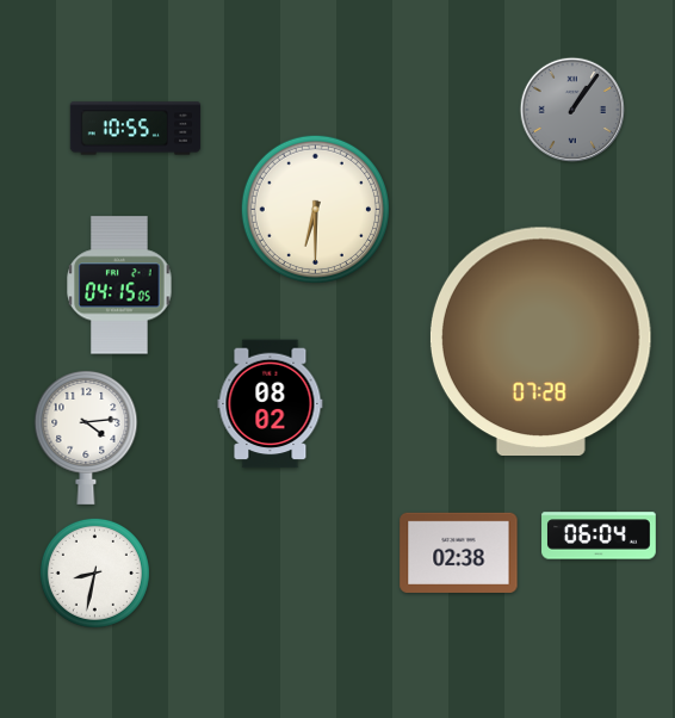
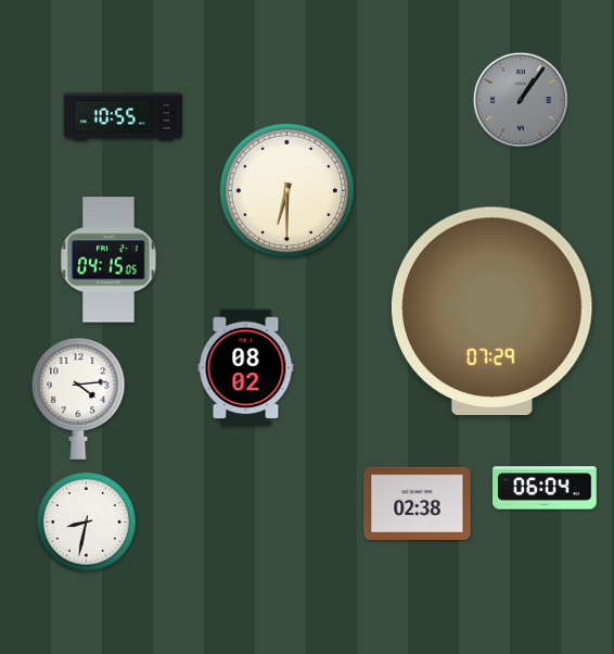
clock at (540, 341): 07:28 -> 07:29
